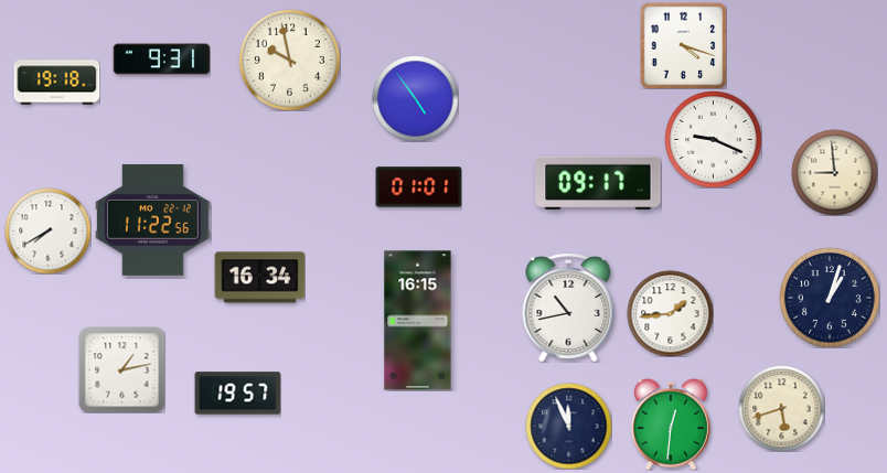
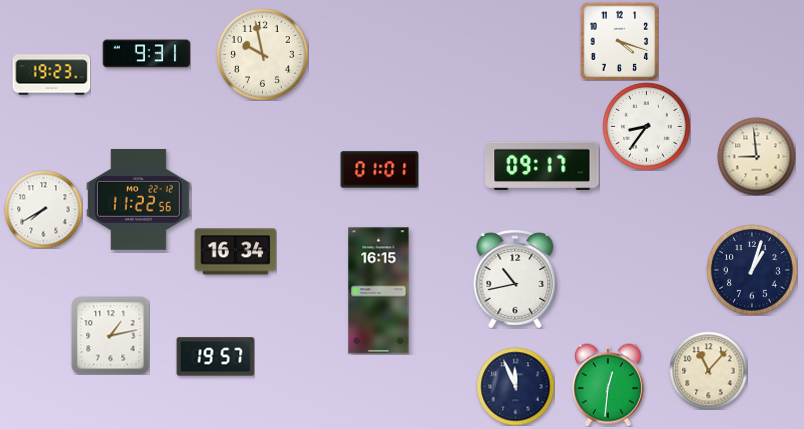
clock at (56, 83): 19:18 -> 19:23
clock at (415, 98): 4:54 -> none
clock at (713, 139): 9:19 -> 8:36
clock at (670, 313): 1:44 -> none
clock at (781, 408): 5:42 -> 11:07
